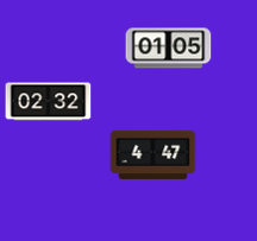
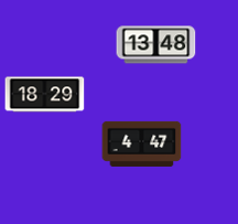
clock at (169, 49): 01:05 -> 13:48
clock at (49, 102): 02:32 -> 18:29
